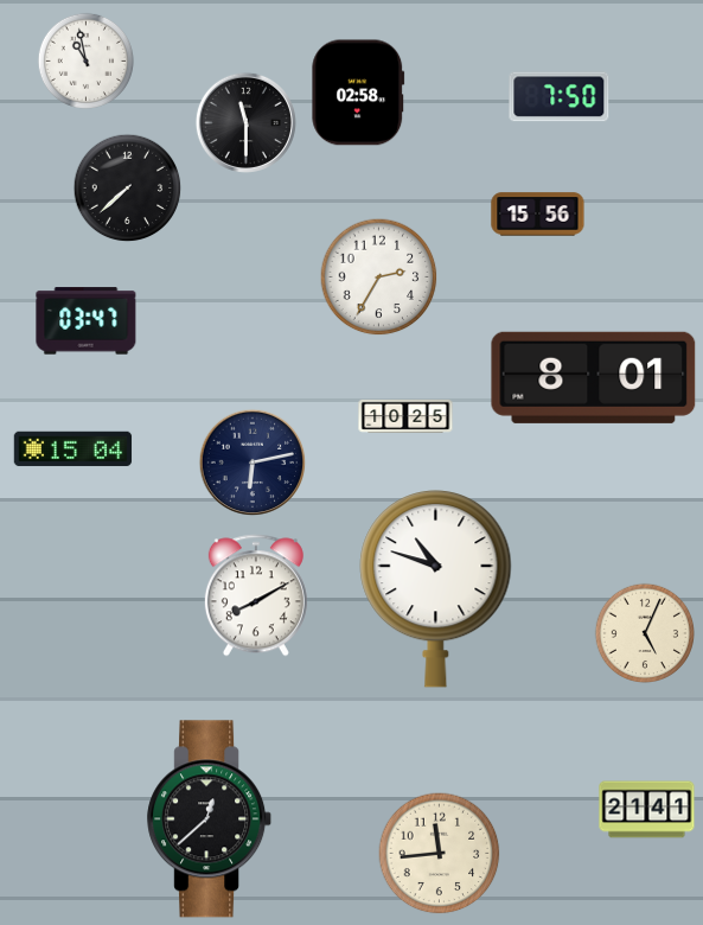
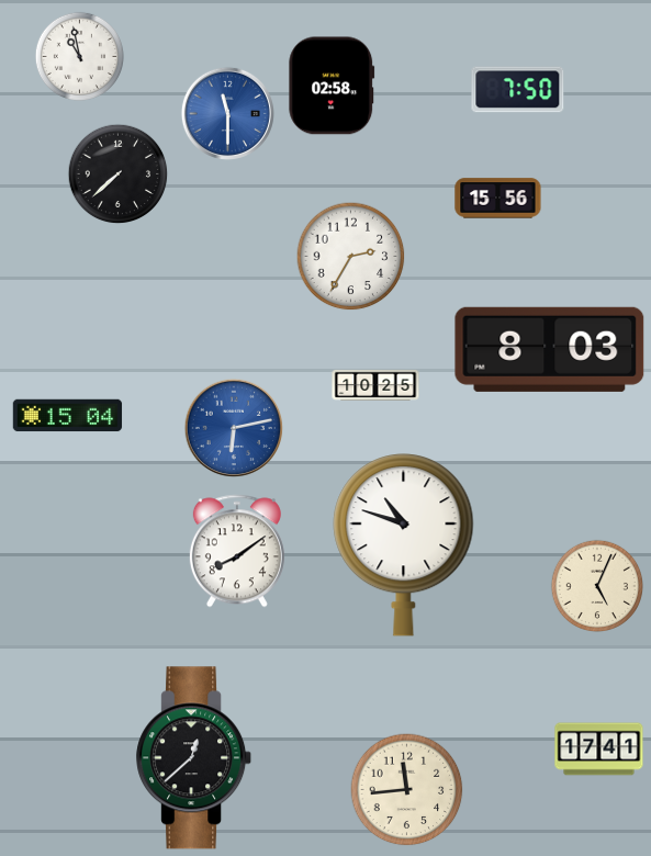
clock at (245, 122) dial: black -> blue
clock at (87, 321): 03:47 -> none
clock at (594, 377): 8:01 -> 8:03
clock at (253, 462) dial: navy -> blue
clock at (256, 595): 8:10 -> 8:09
clock at (647, 810): 21:41 -> 17:41
